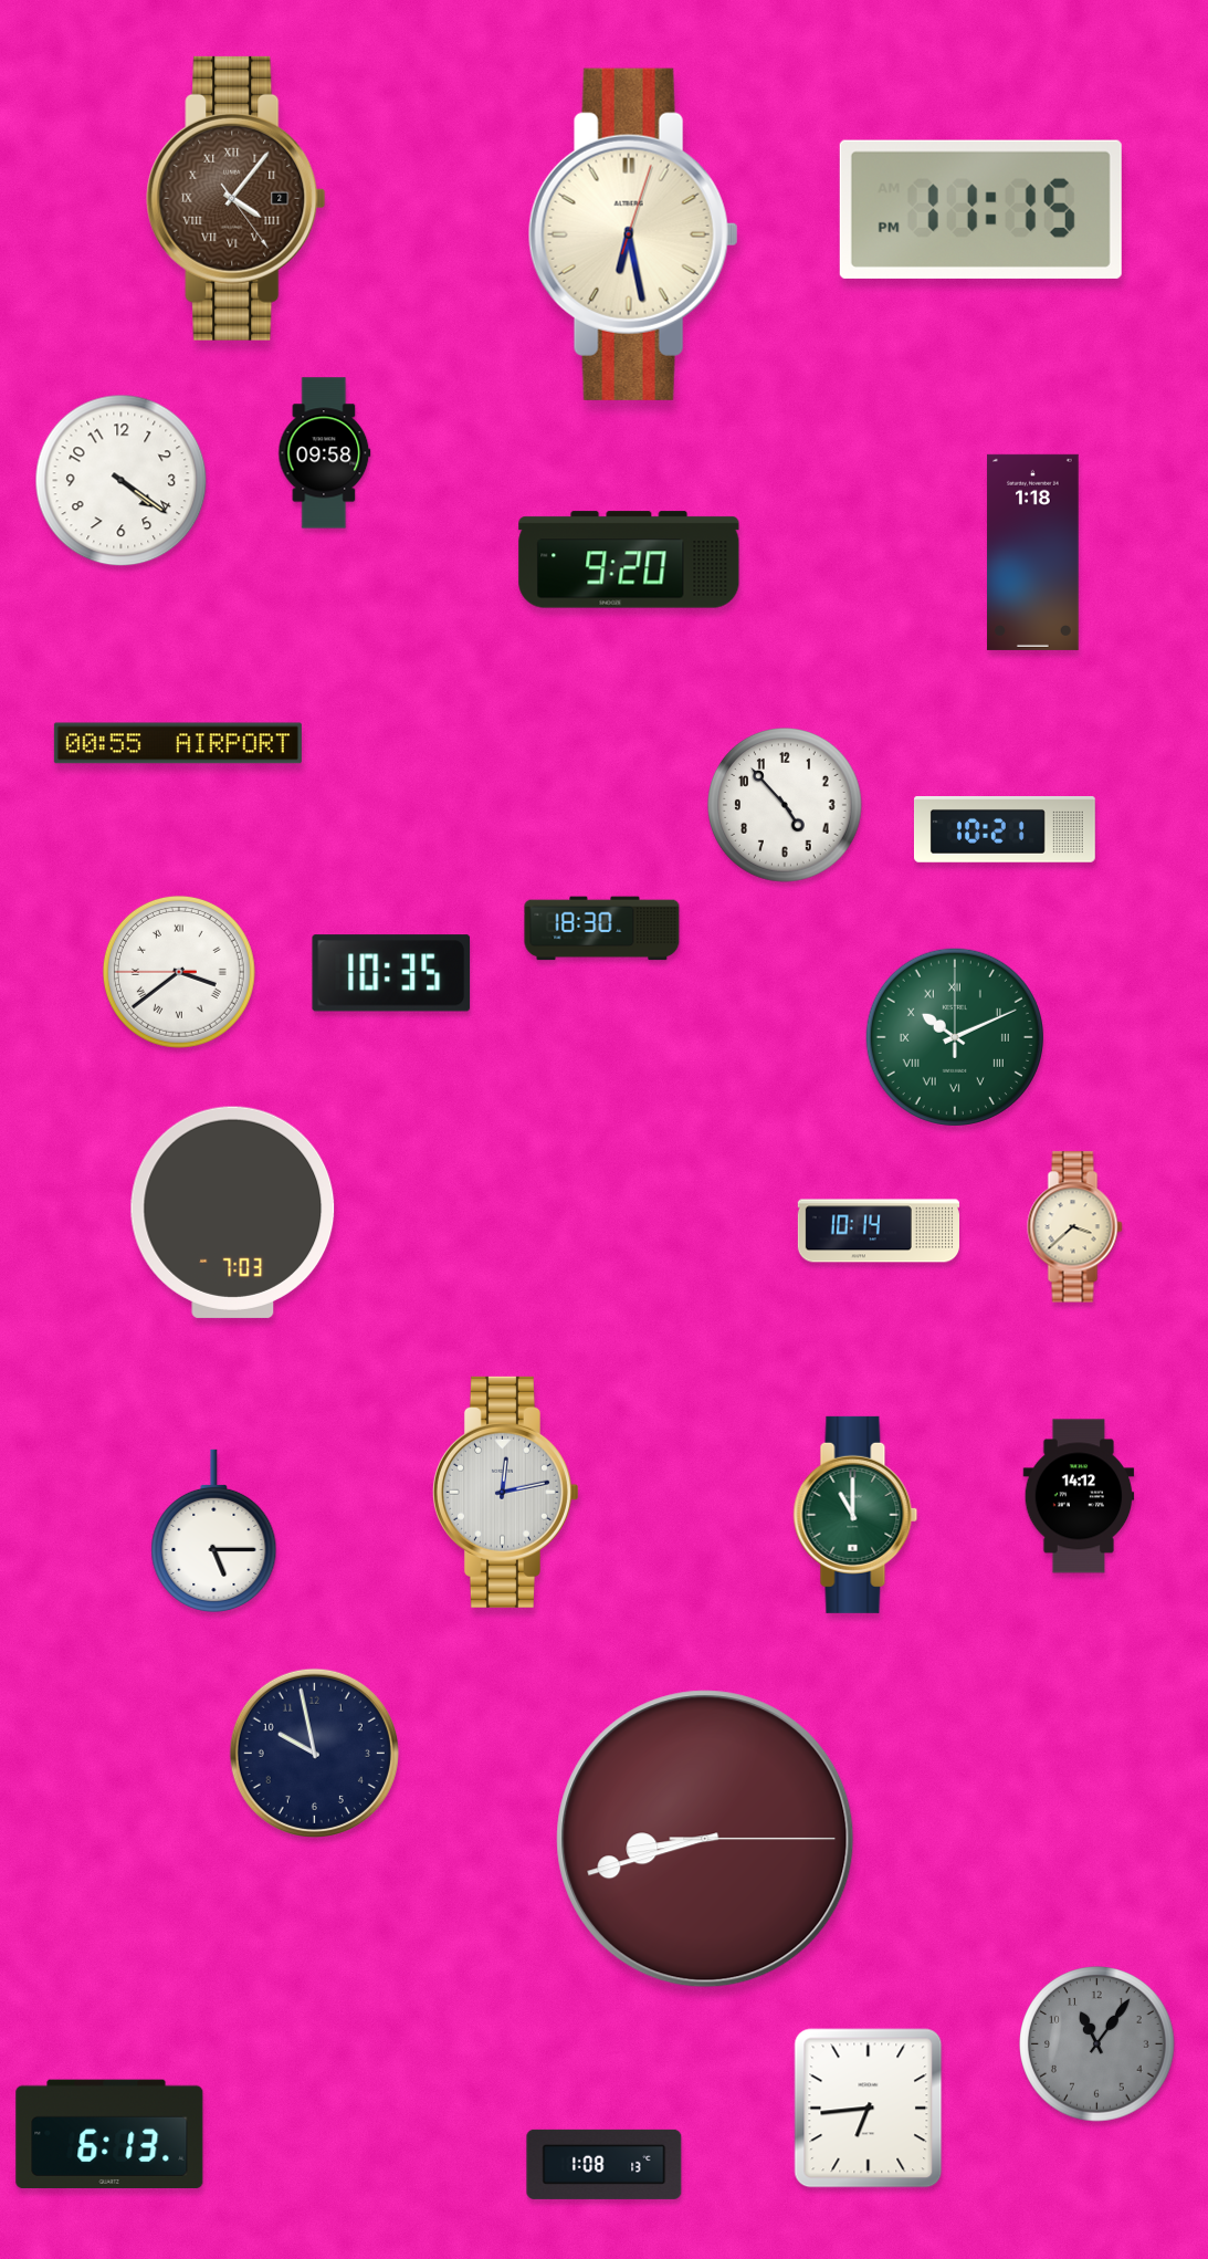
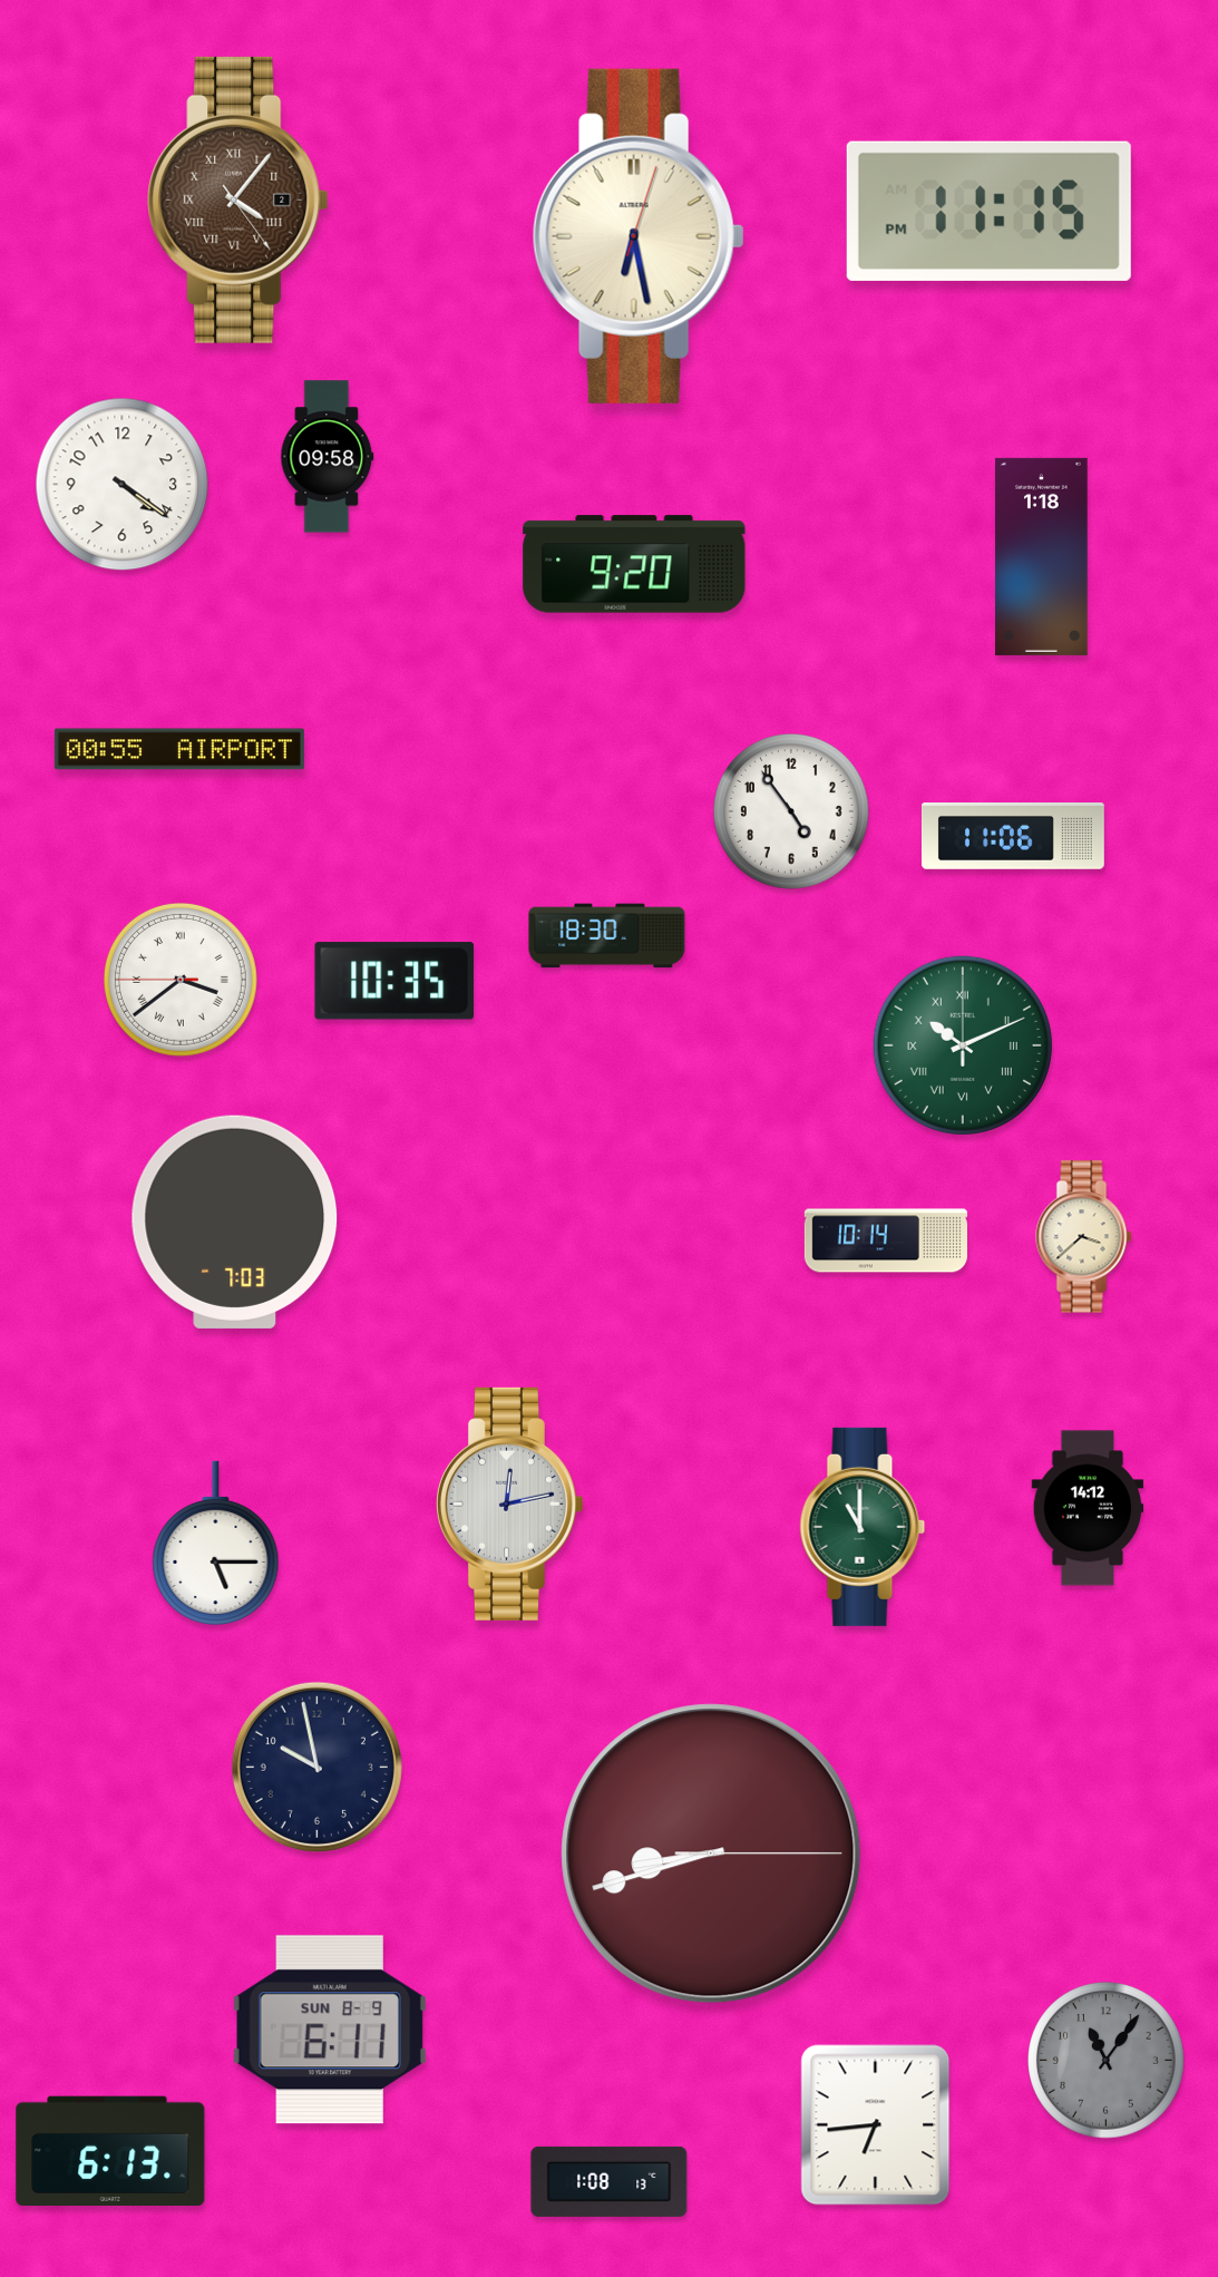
clock at (786, 806): 4:53 -> 4:54
clock at (1005, 830): 10:21 -> 11:06
clock at (330, 2030): none -> 6:11
